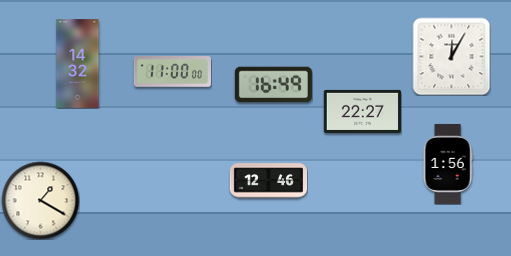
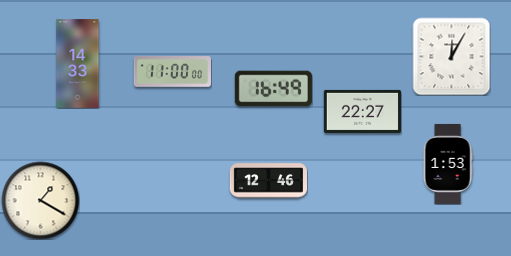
clock at (78, 64): 14:32 -> 14:33
clock at (273, 85) position: (273, 85) -> (273, 89)
clock at (448, 164): 1:56 -> 1:53
